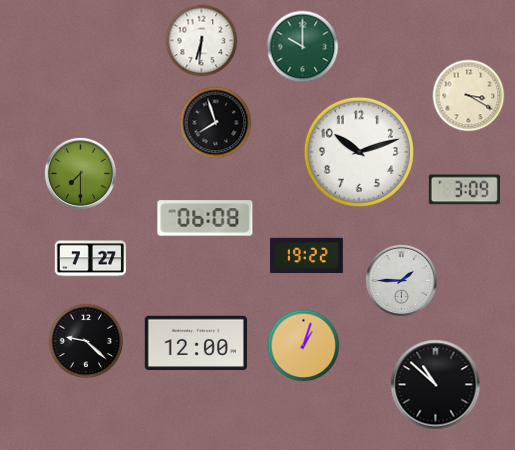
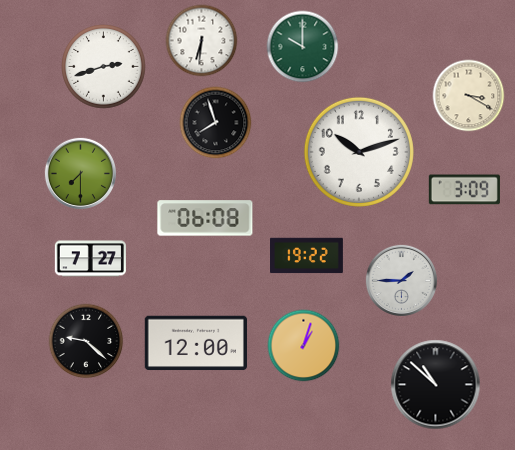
clock at (104, 67): none -> 2:42
